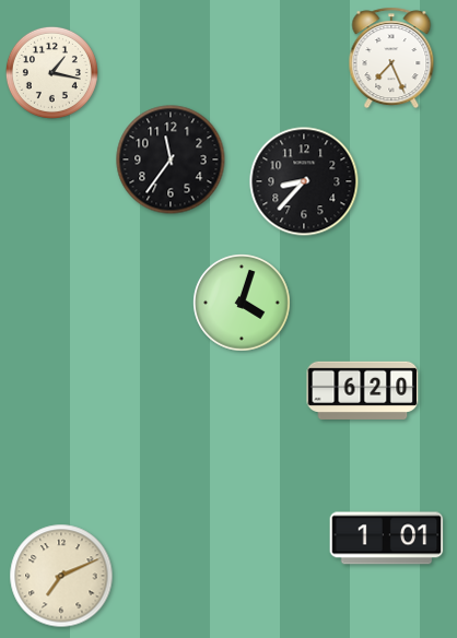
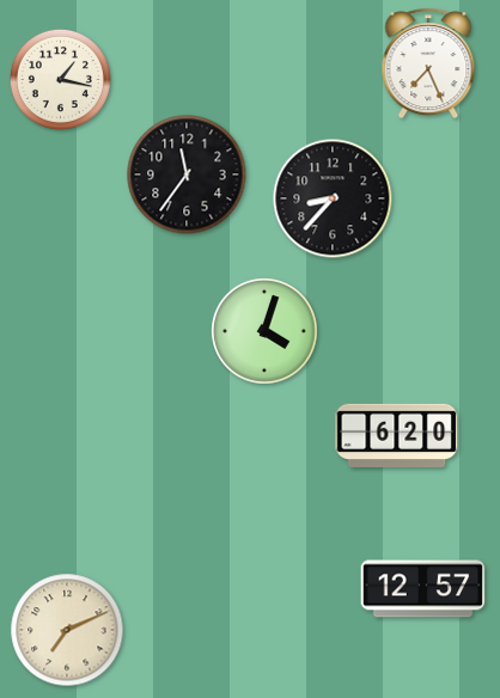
clock at (51, 72) position: (51, 72) -> (60, 79)
clock at (363, 390) position: (363, 390) -> (397, 435)
clock at (387, 539): 1:01 -> 12:57
